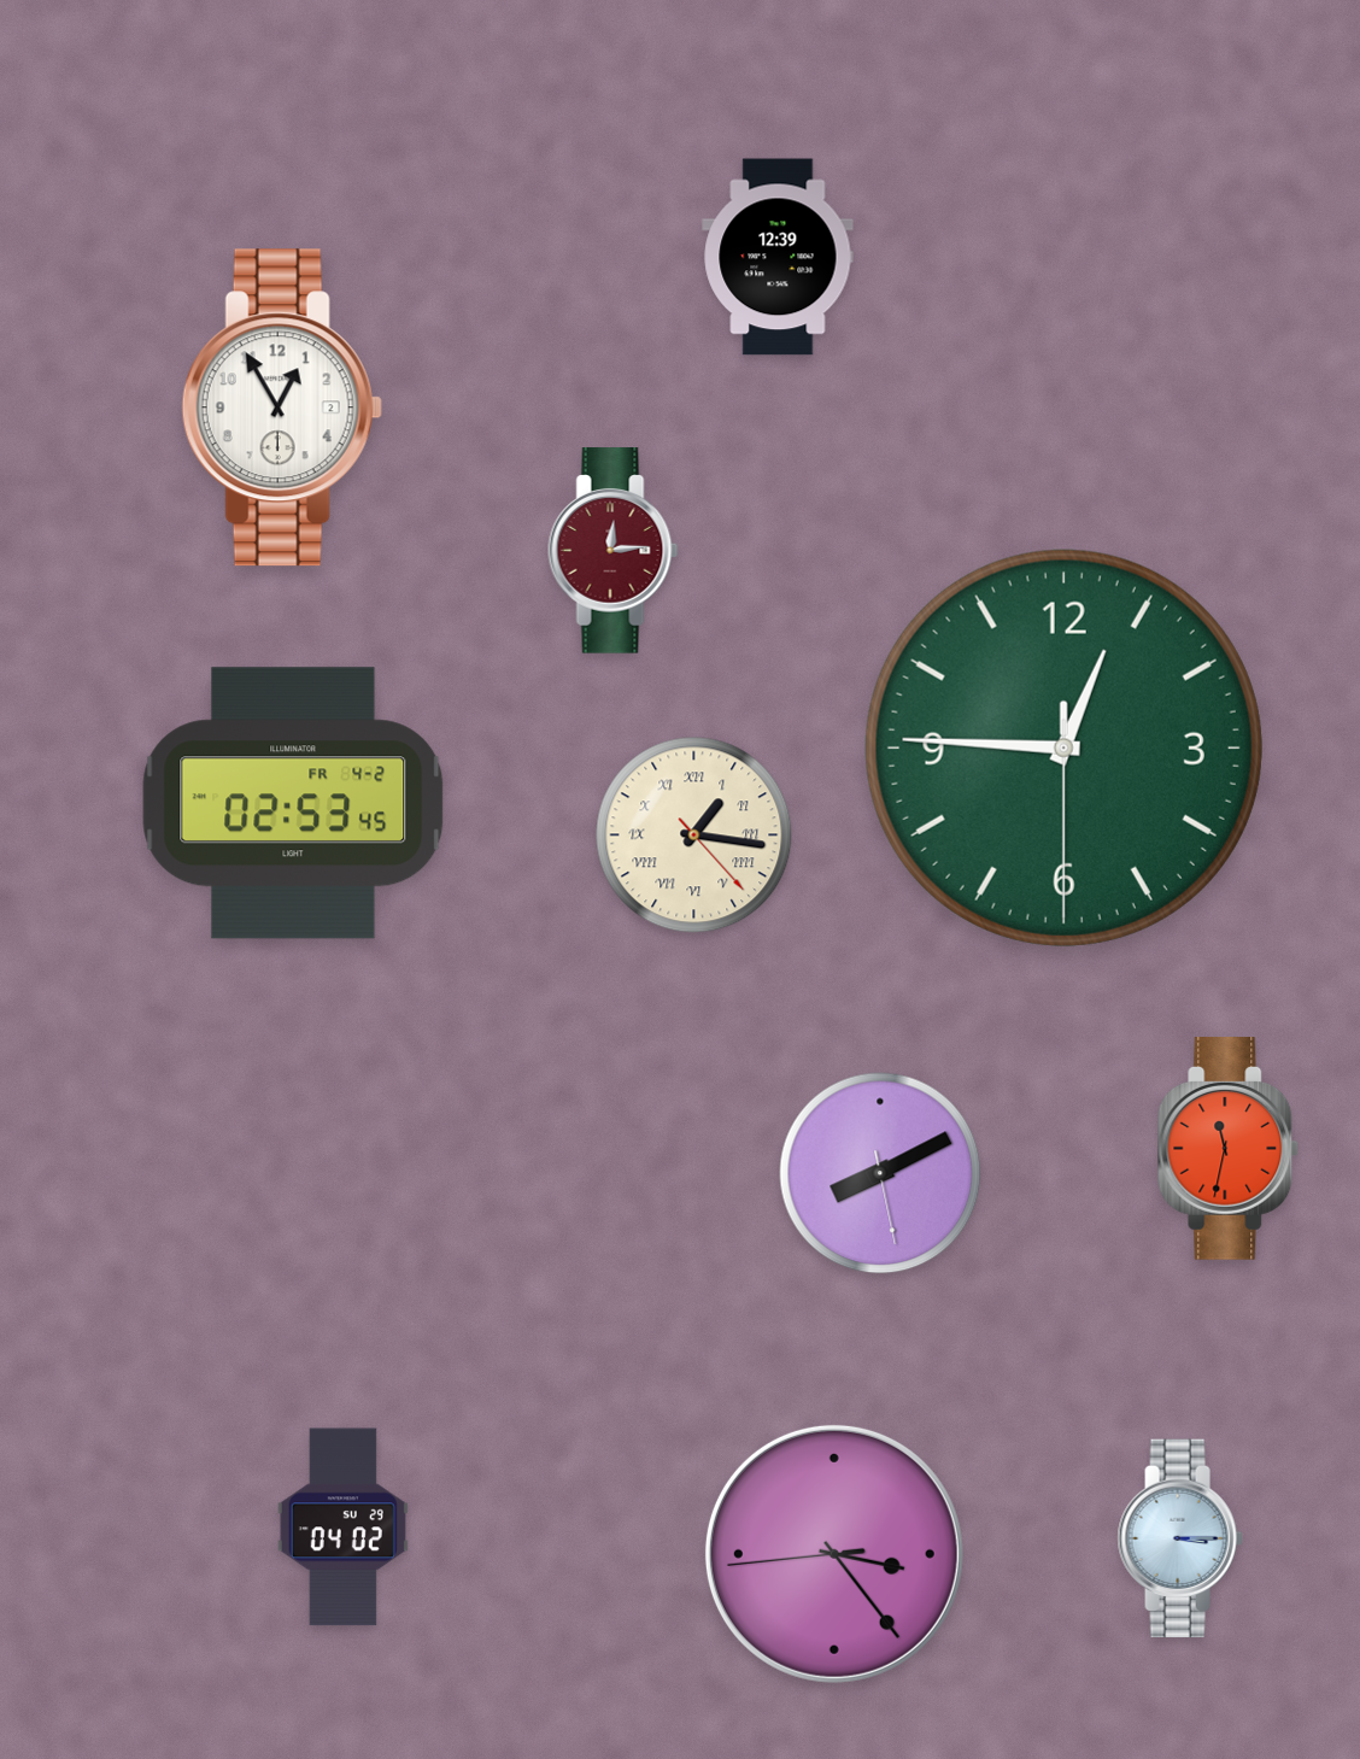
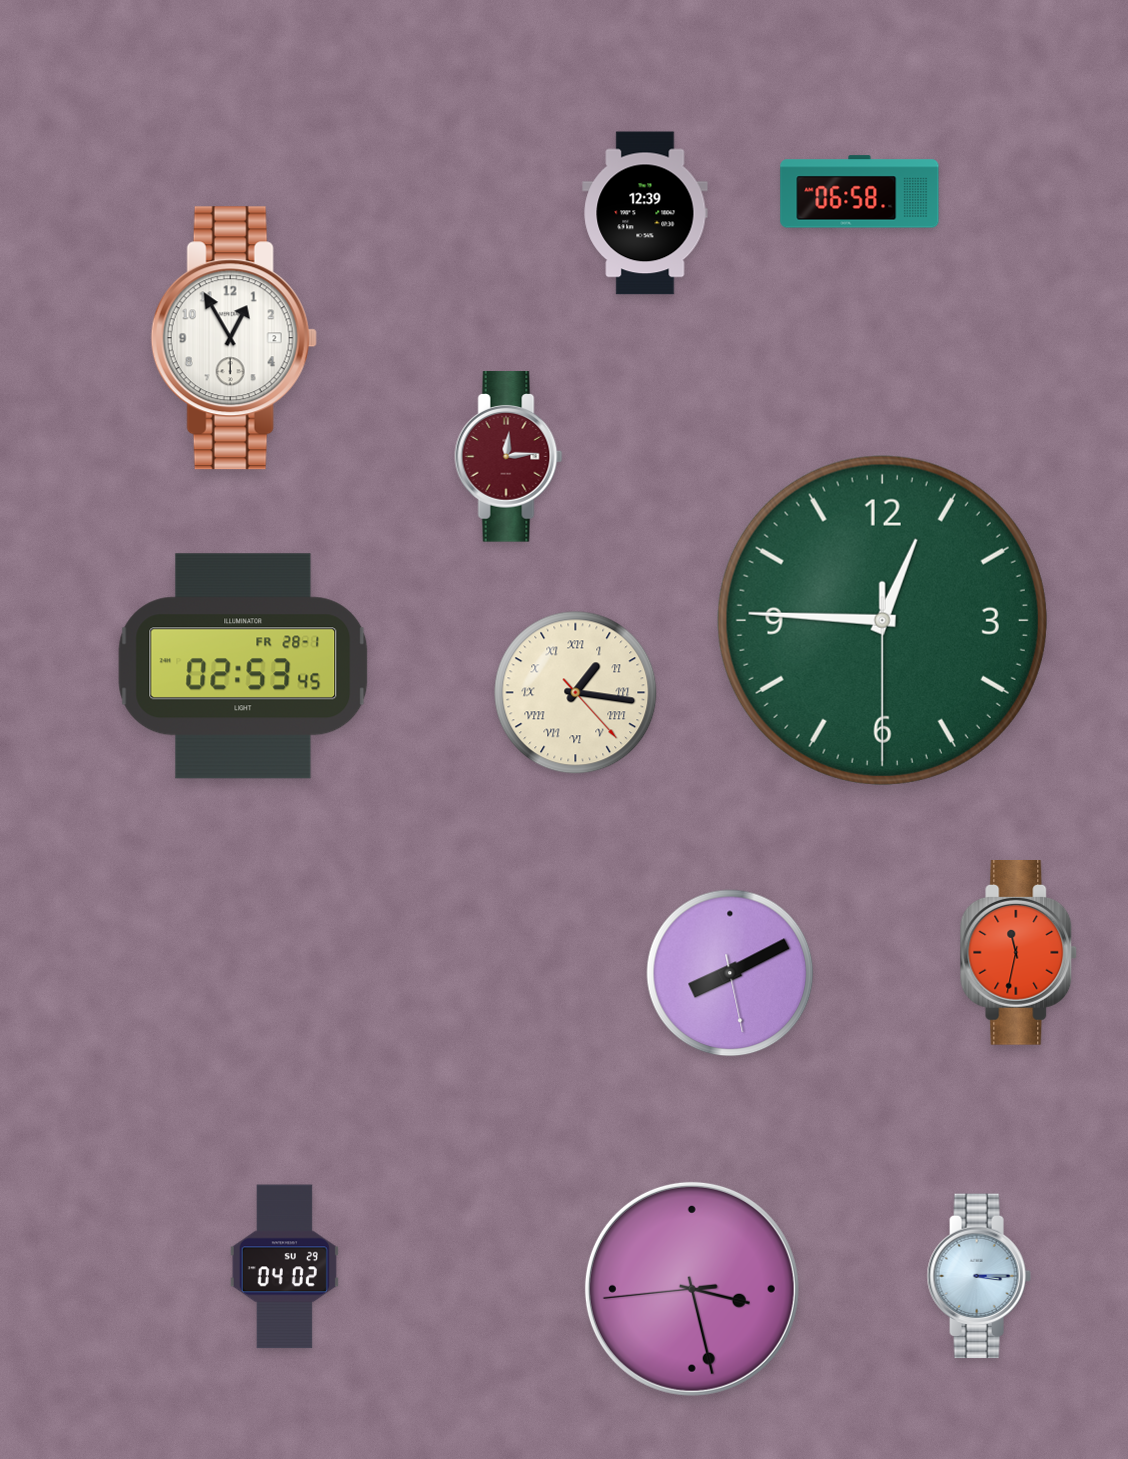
clock at (860, 192): none -> 06:58
clock at (293, 803) date: FR 4-2 -> FR 28-1
clock at (834, 1554): 3:23 -> 3:27
